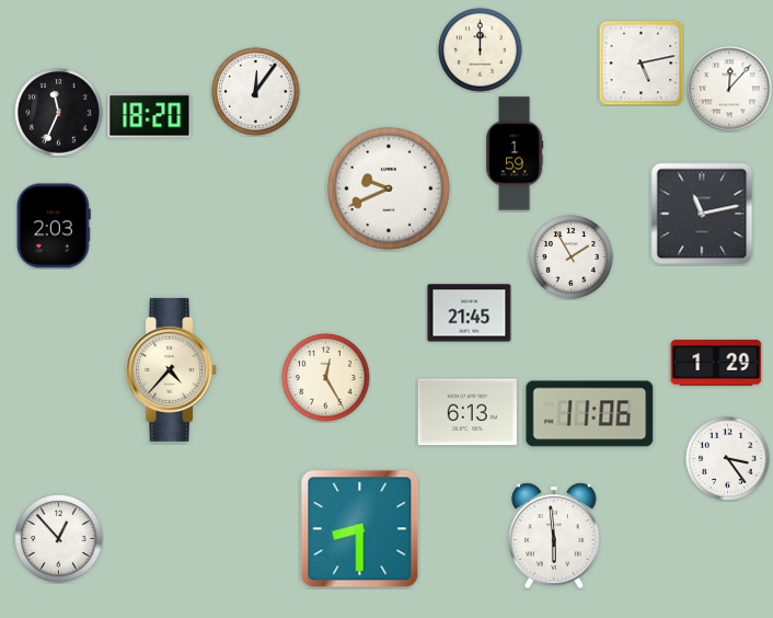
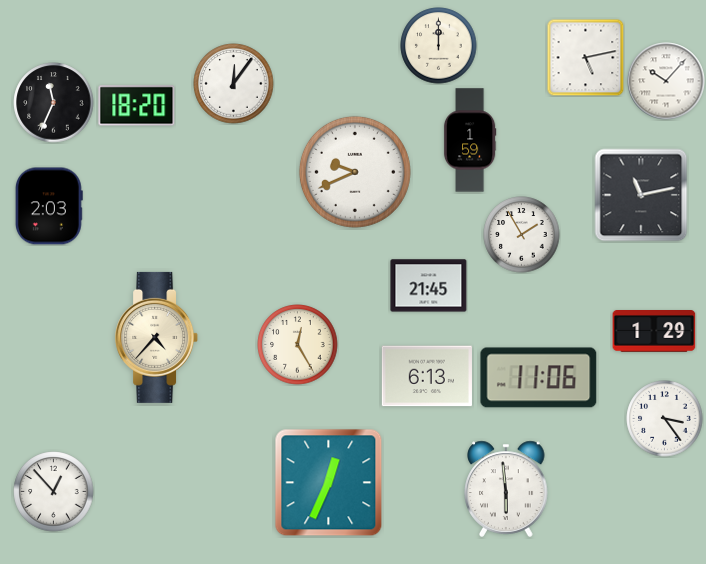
clock at (729, 89): 12:07 -> 10:07
clock at (360, 529): 8:30 -> 12:34
